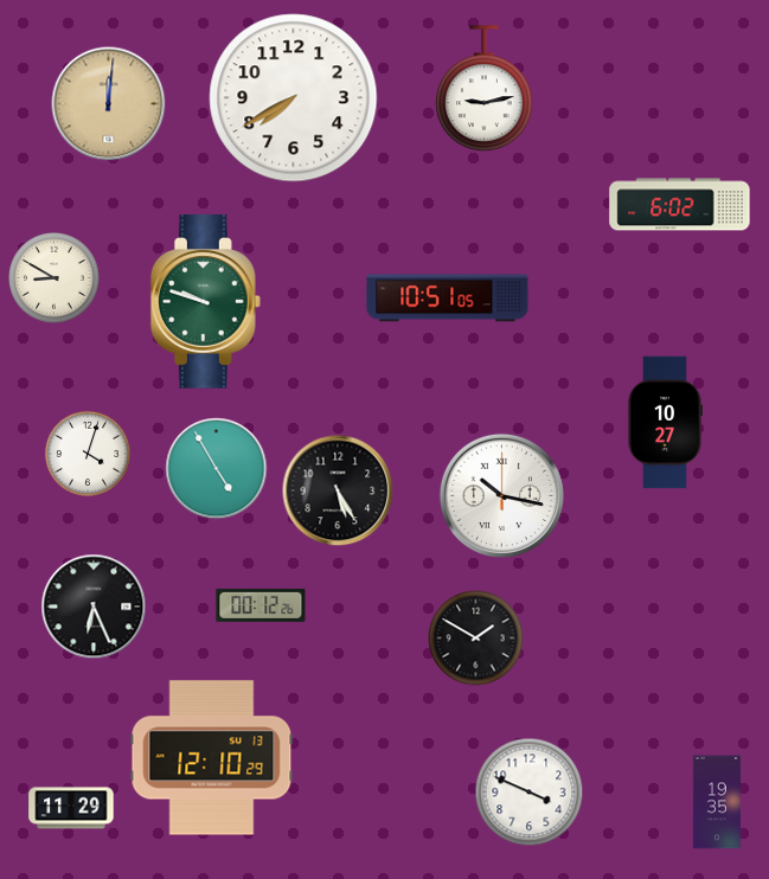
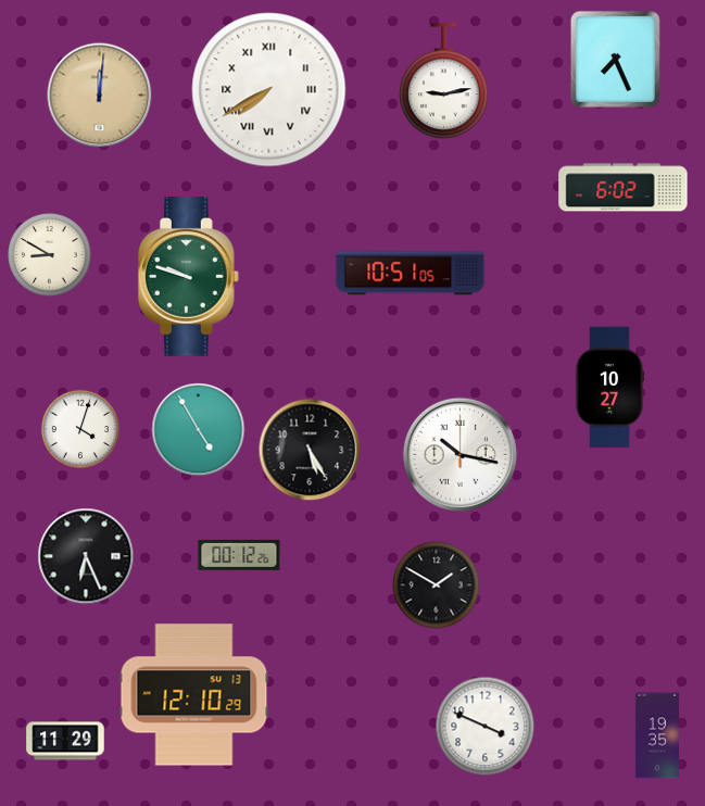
clock at (615, 59): none -> 7:26
clock at (294, 98) numerals: Arabic -> Roman
clock at (88, 454) position: (88, 454) -> (80, 429)
